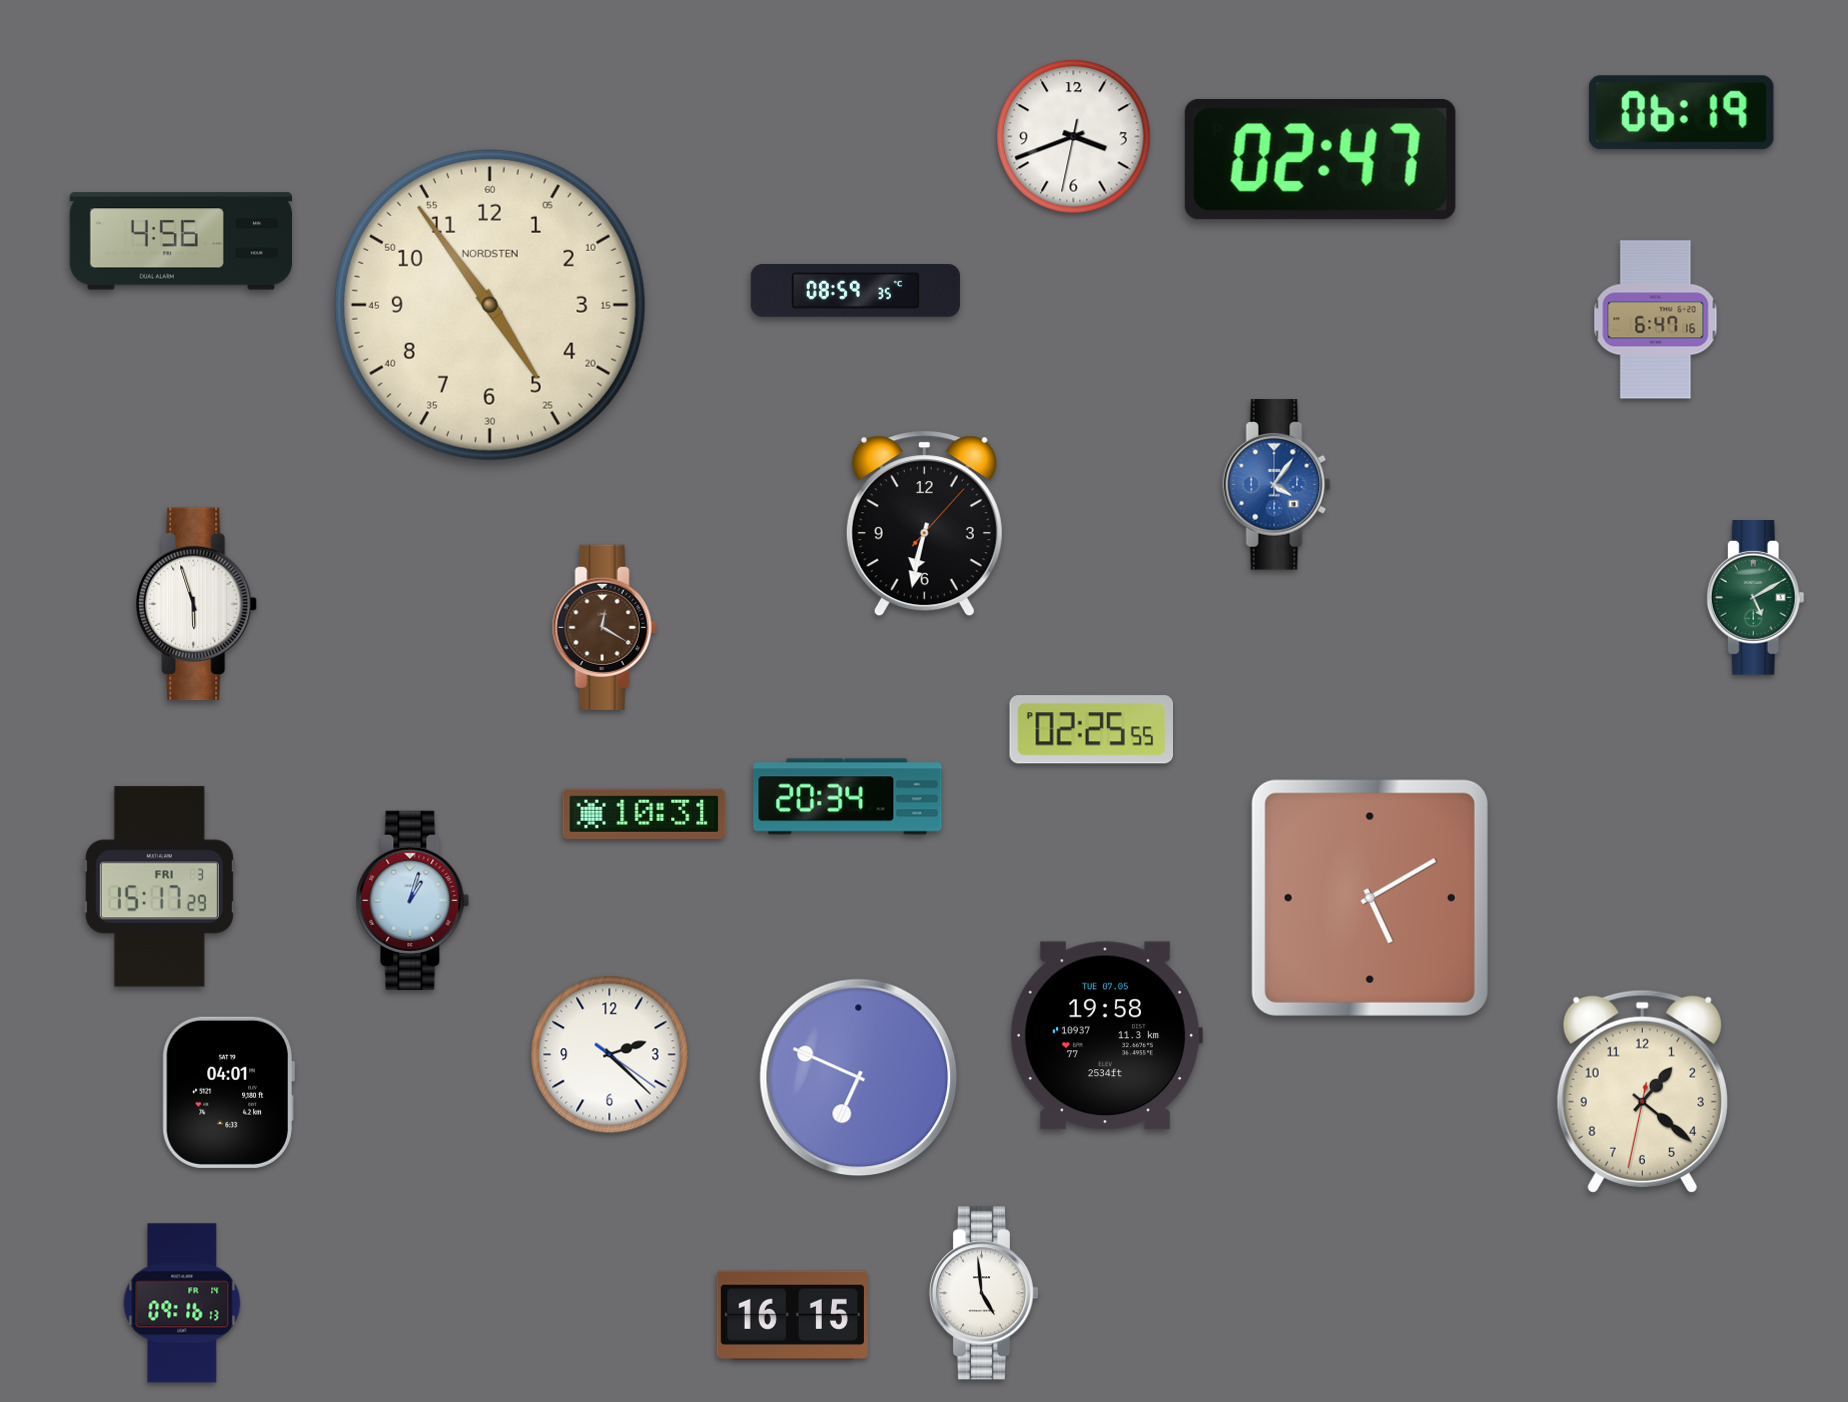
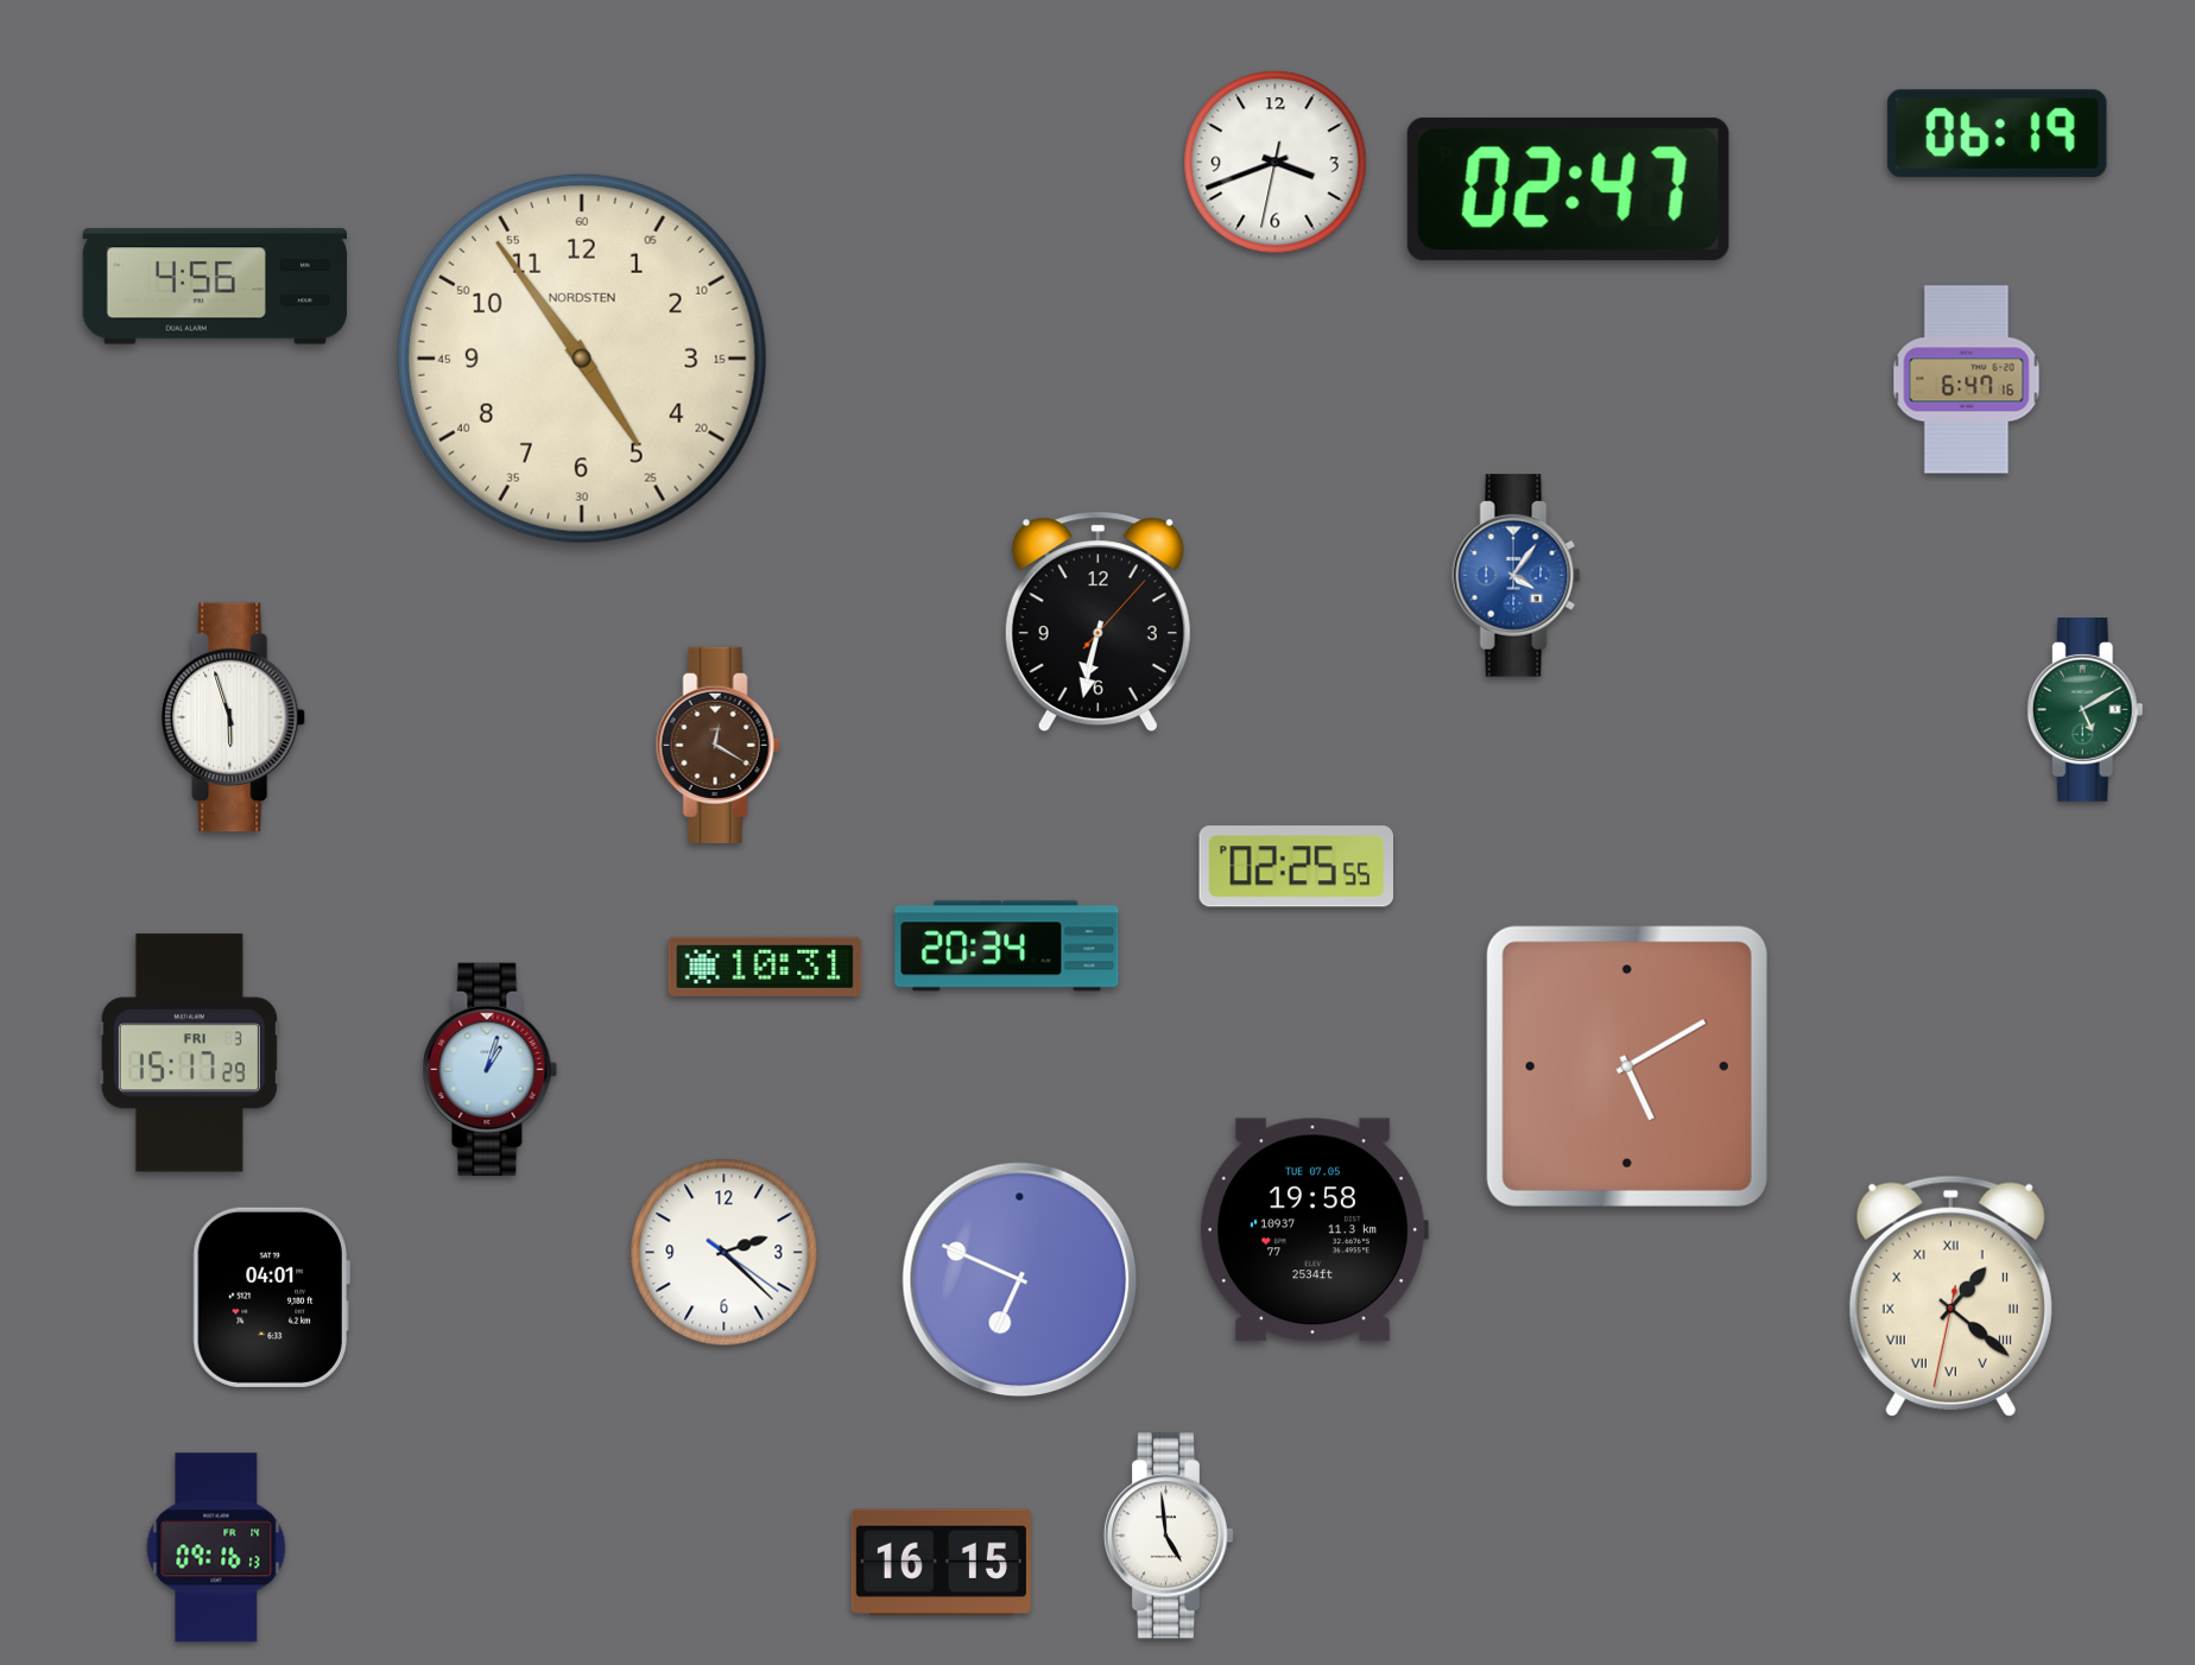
clock at (855, 290): 08:59 -> none
clock at (490, 305) position: (490, 305) -> (582, 359)
clock at (1642, 1091) numerals: Arabic -> Roman
